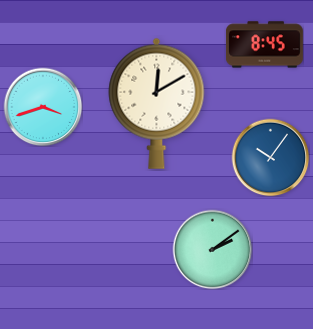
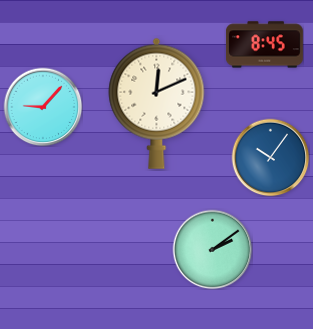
clock at (157, 103): 12:10 -> 12:11
clock at (43, 107): 3:42 -> 9:07
